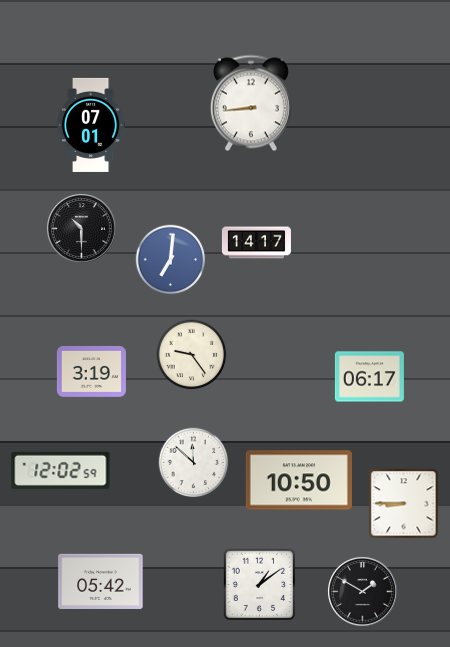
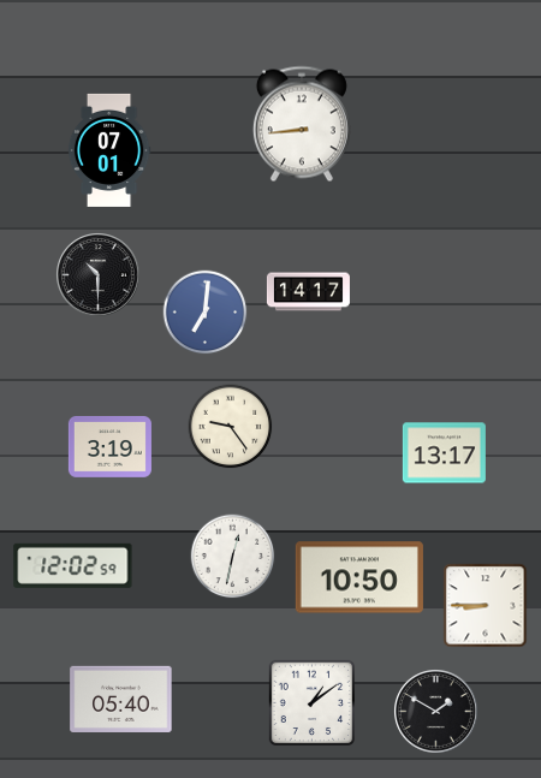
clock at (369, 377): 06:17 -> 13:17
clock at (194, 463): 11:52 -> 12:32
clock at (101, 581): 05:42 -> 05:40
